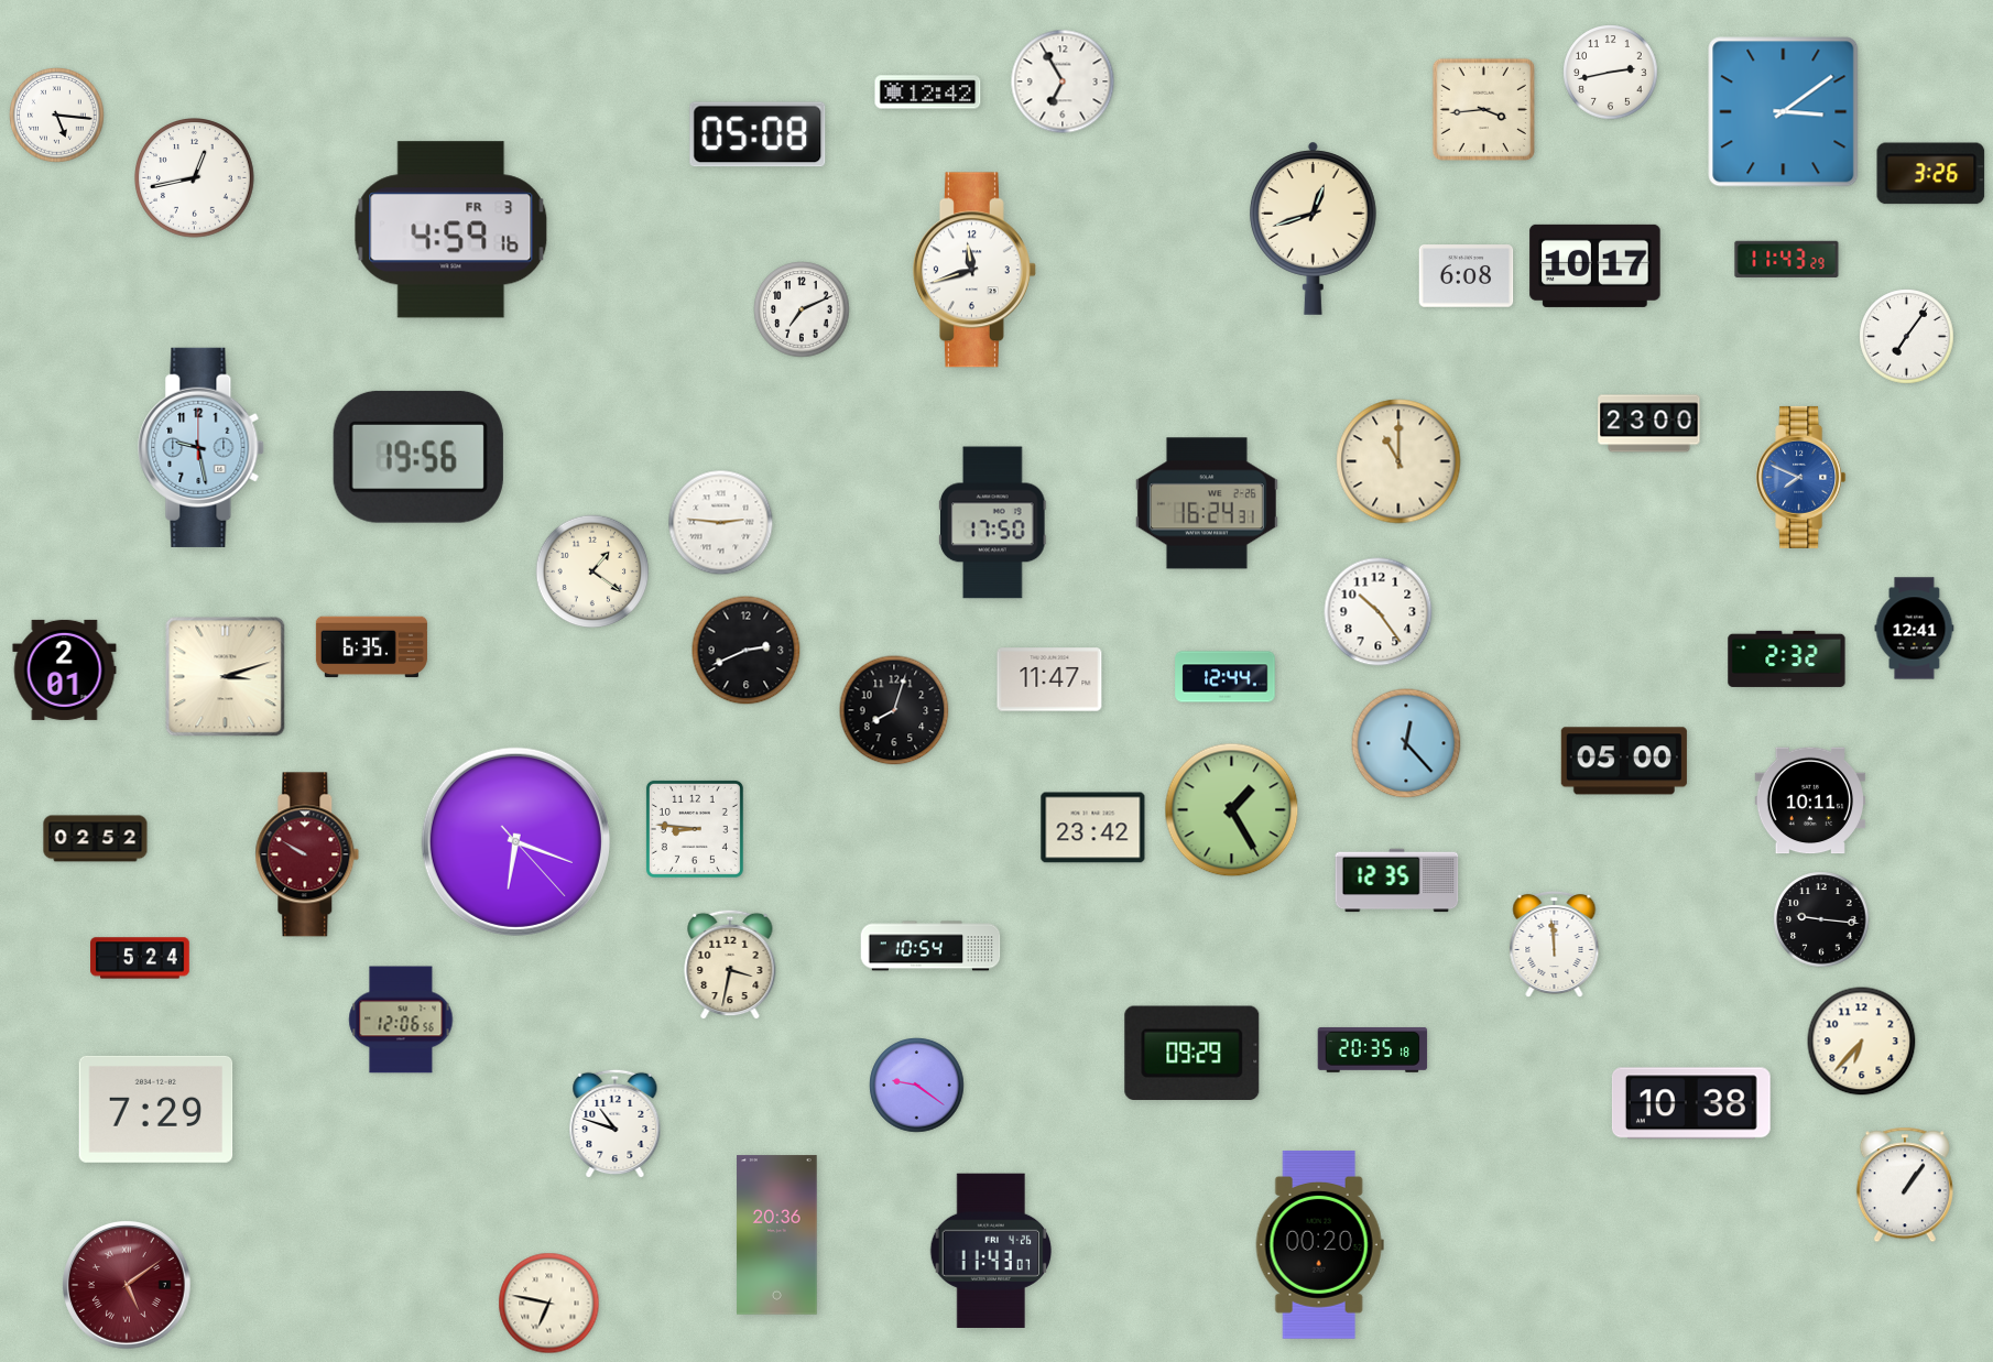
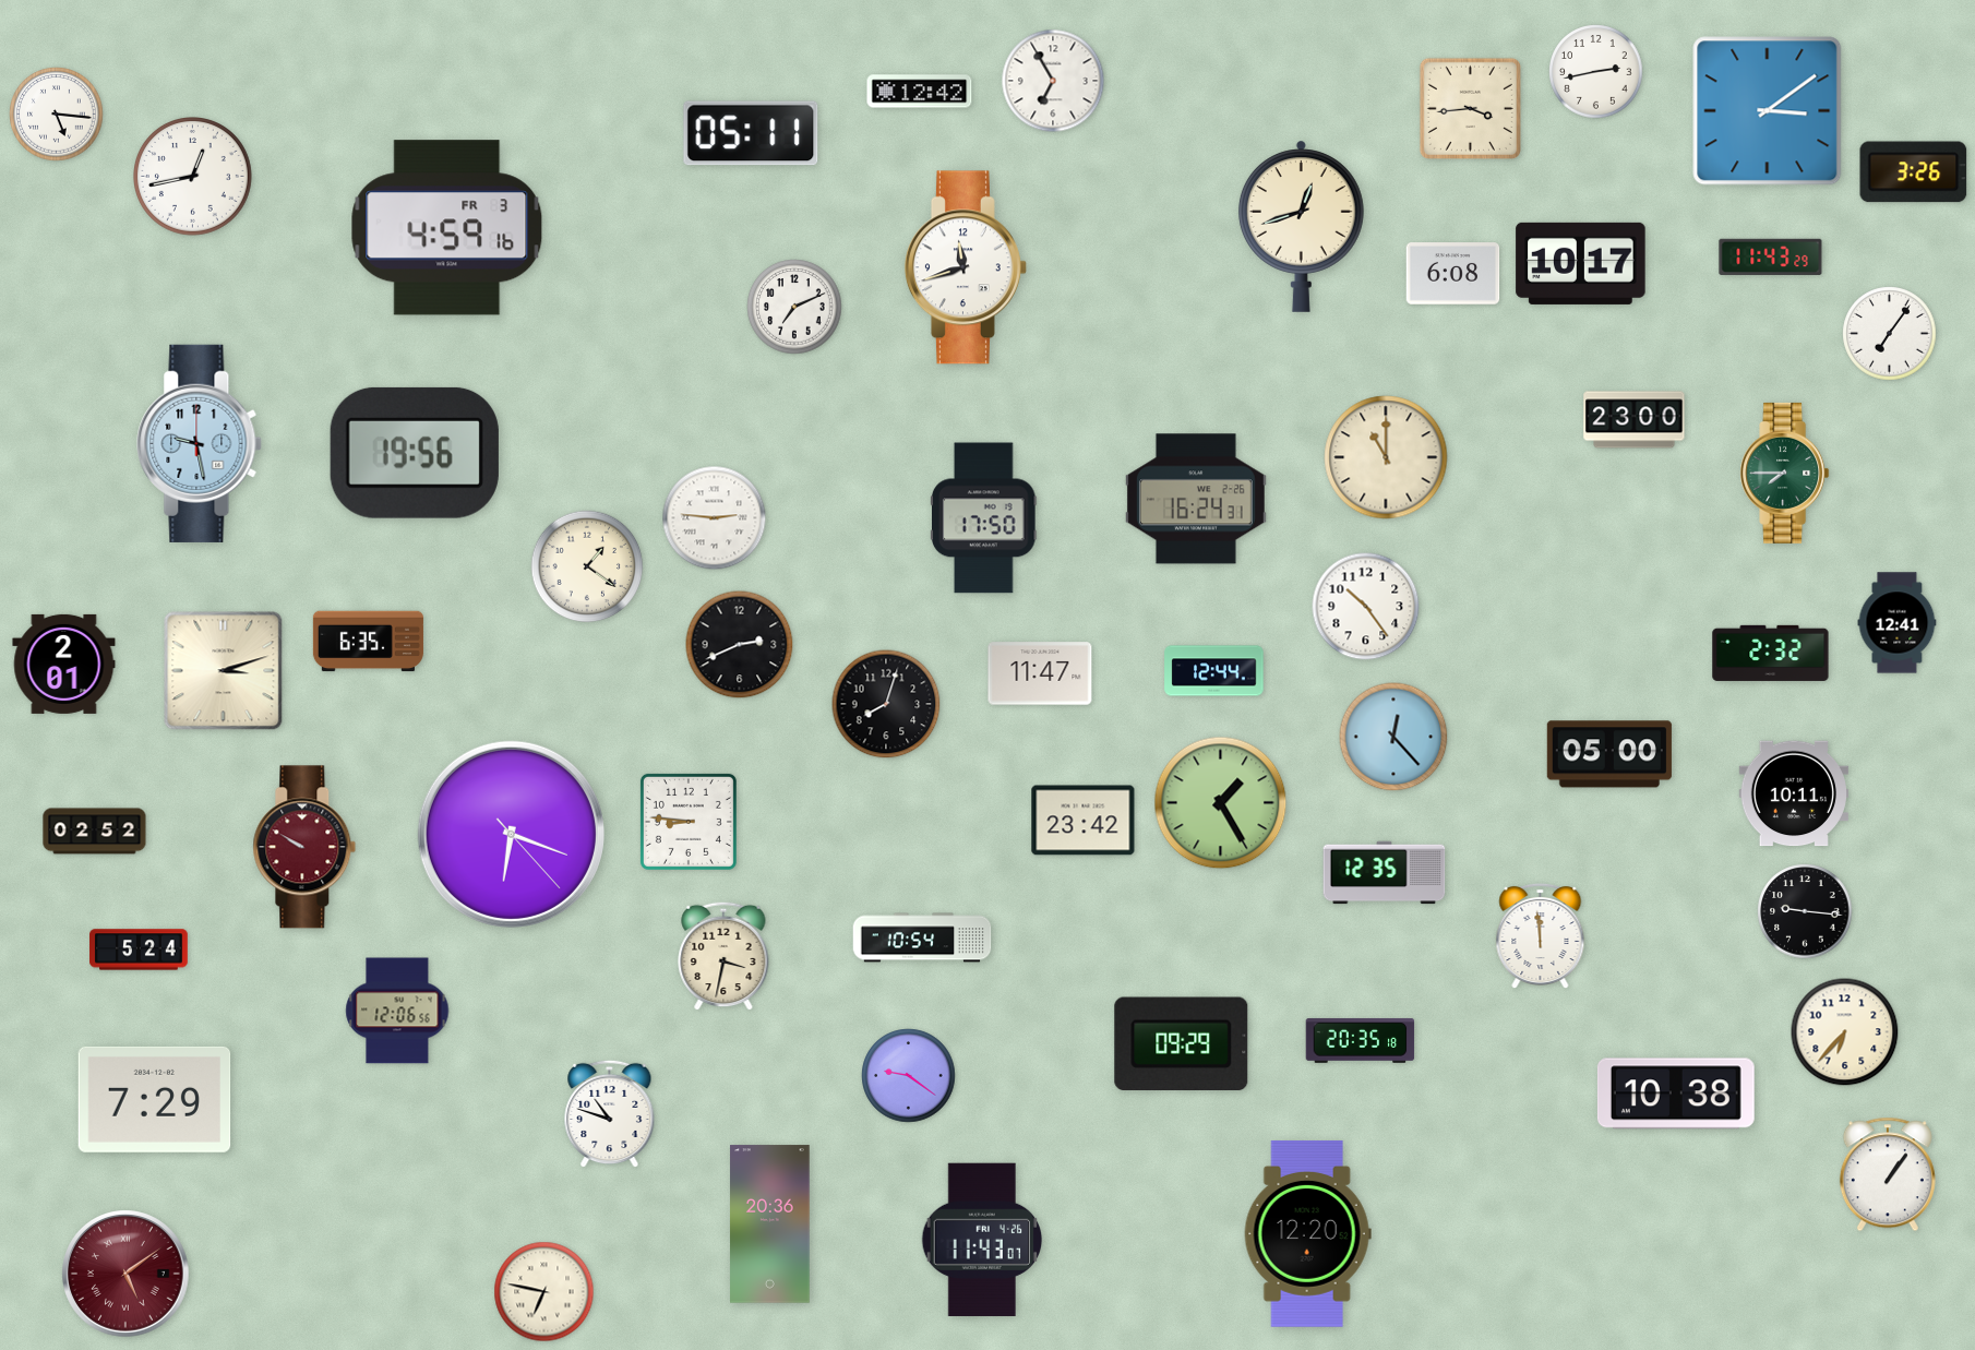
clock at (758, 134): 05:08 -> 05:11
clock at (1801, 477): 7:49 -> 7:45
clock at (1801, 477) dial: blue -> green
clock at (1319, 1244): 00:20 -> 12:20
